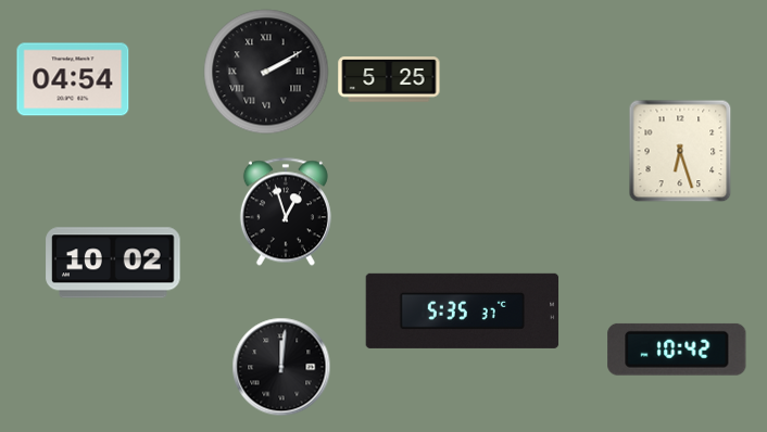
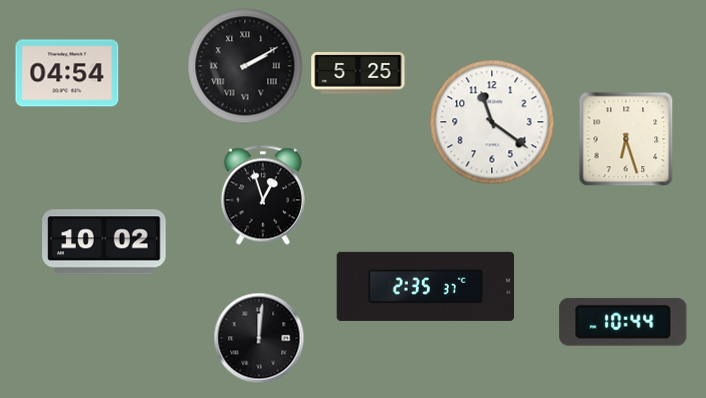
clock at (492, 122): none -> 11:21
clock at (463, 310): 5:35 -> 2:35
clock at (677, 350): 10:42 -> 10:44
